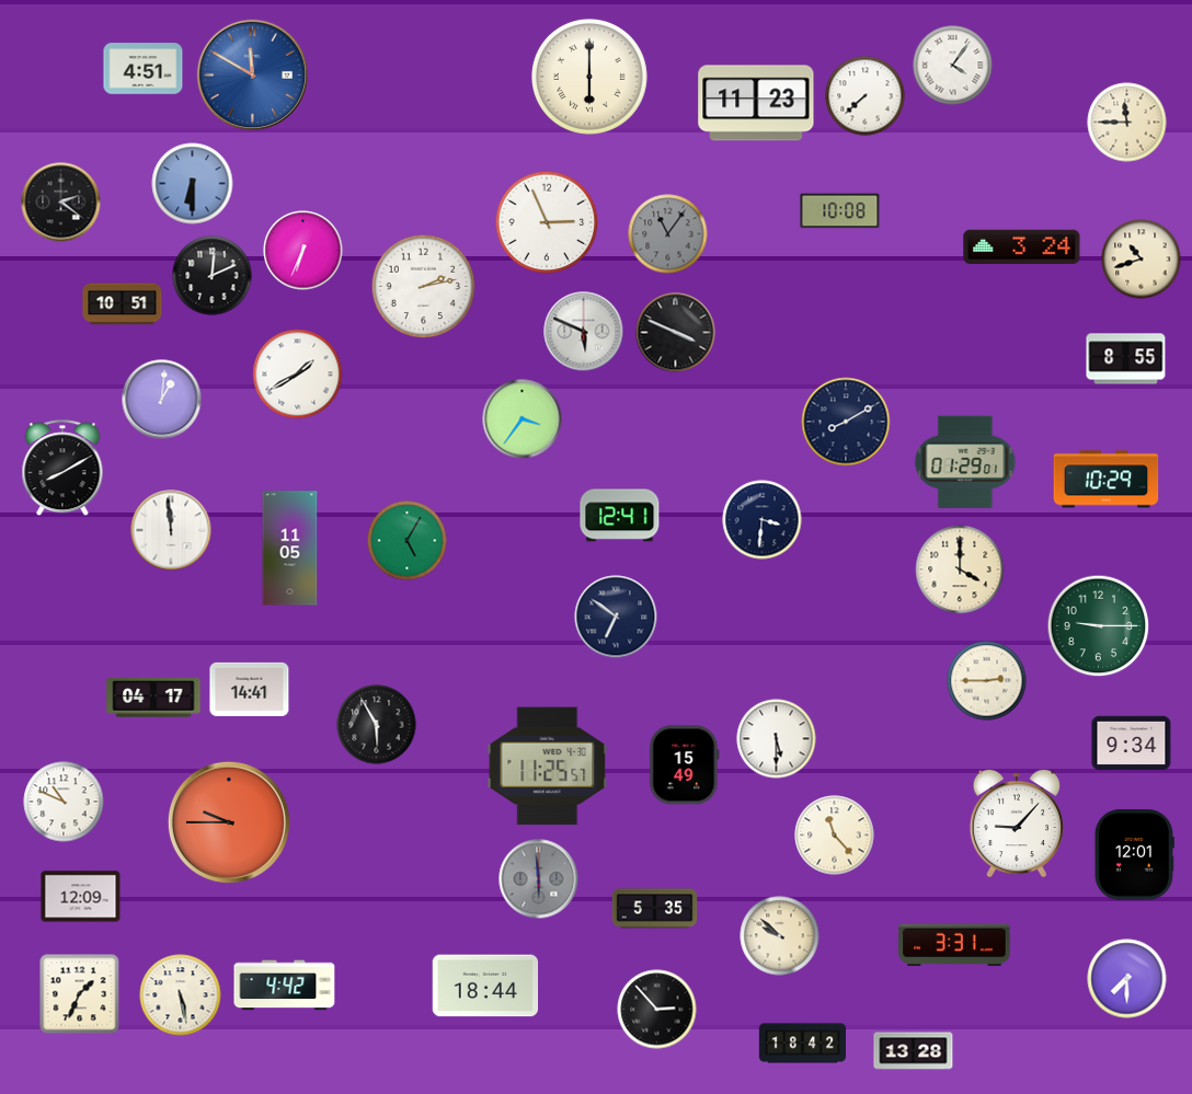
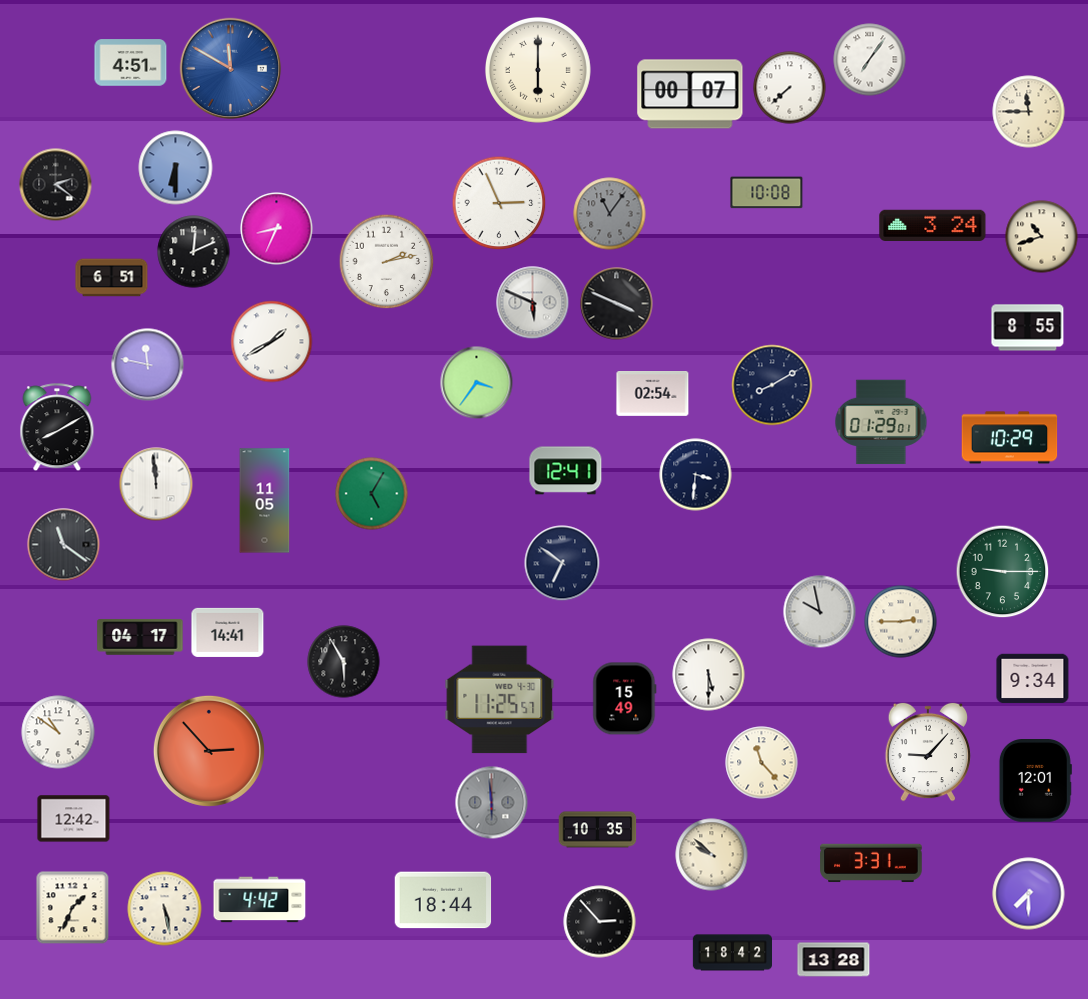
clock at (953, 66): 4:06 -> 7:06
clock at (756, 103): 11:23 -> 00:07
clock at (303, 251): 6:34 -> 8:34
clock at (123, 304): 10:51 -> 6:51
clock at (162, 400): 1:01 -> 11:47
clock at (653, 394): none -> 02:54
clock at (960, 569): 4:00 -> none
clock at (64, 545): none -> 11:21
clock at (820, 612): none -> 9:58
clock at (250, 689) position: (250, 689) -> (228, 632)
clock at (64, 802): 10:49 -> 10:51
clock at (229, 822): 9:45 -> 2:53
clock at (81, 897): 12:09 -> 12:42
clock at (655, 909): 5:35 -> 10:35
